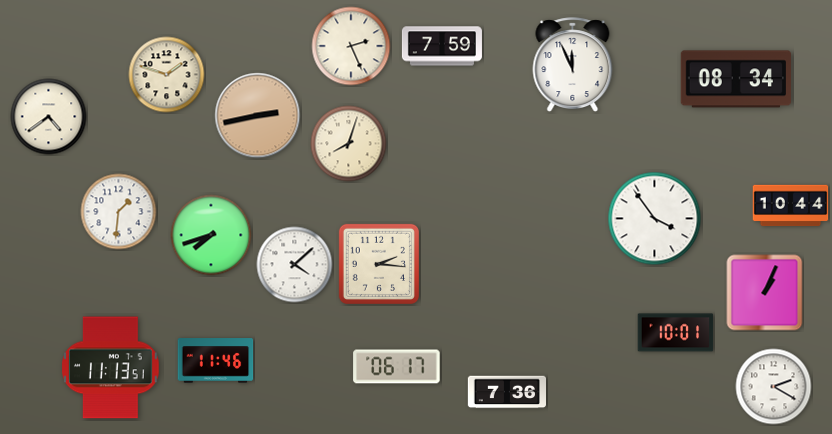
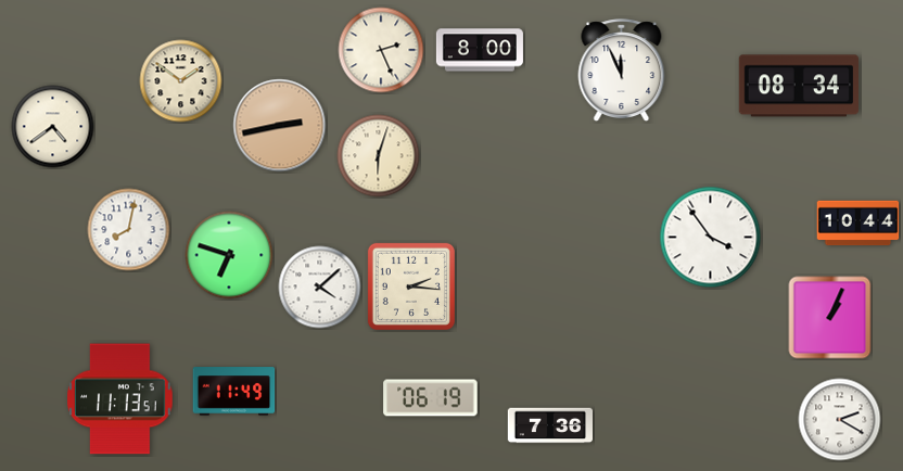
clock at (442, 46): 7:59 -> 8:00
clock at (167, 75): 1:48 -> 1:51
clock at (349, 144): 8:03 -> 6:03
clock at (119, 212): 1:31 -> 8:02
clock at (211, 235): 7:42 -> 6:48
clock at (676, 333): 10:01 -> none
clock at (216, 361): 11:46 -> 11:49
clock at (397, 367): 06:17 -> 06:19
